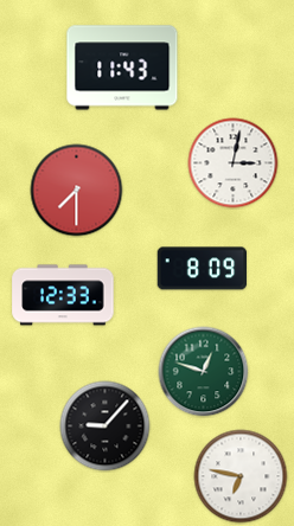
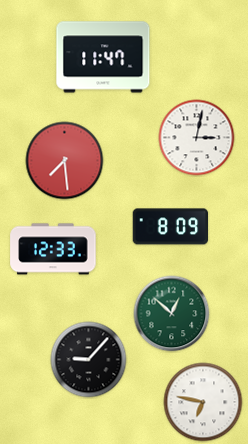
clock at (122, 68): 11:43 -> 11:47
clock at (77, 191): 7:30 -> 7:29
clock at (204, 372): 12:48 -> 12:52
